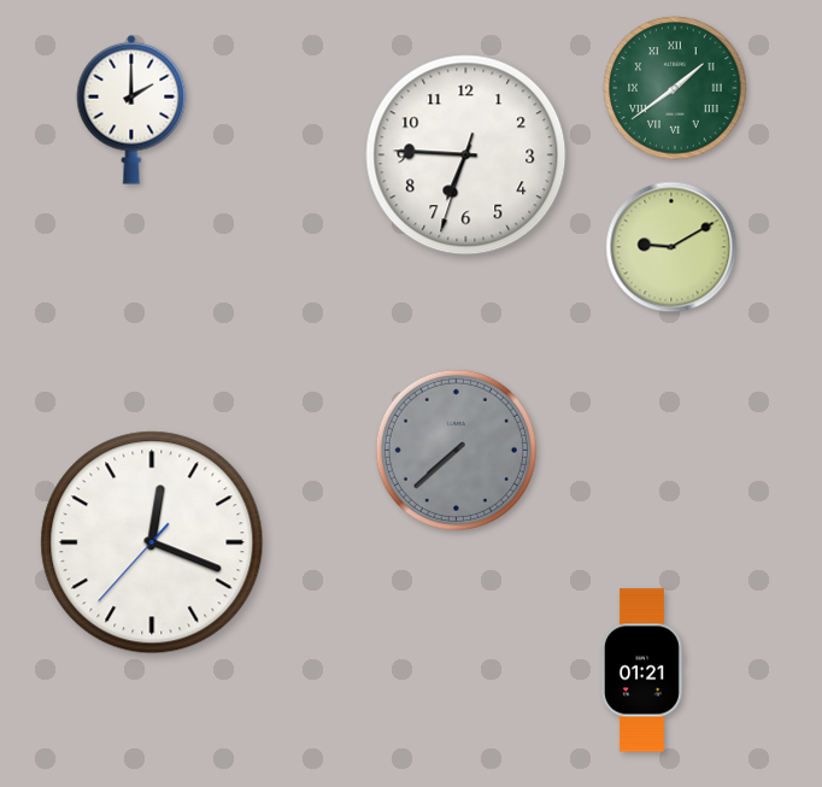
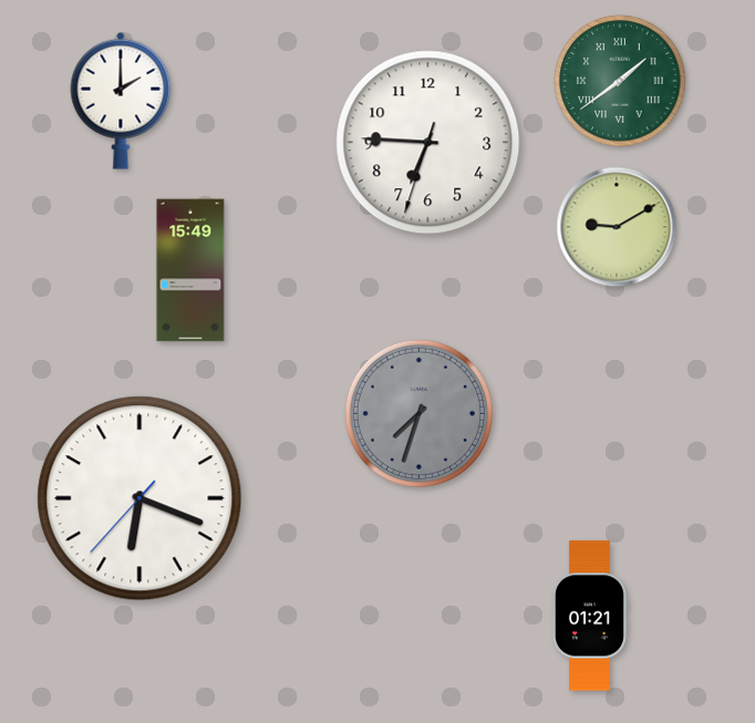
clock at (190, 270): none -> 15:49
clock at (456, 450): 7:38 -> 7:33
clock at (152, 542): 12:18 -> 6:18
